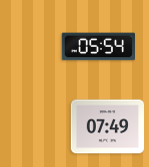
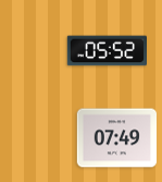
clock at (98, 47): 05:54 -> 05:52
